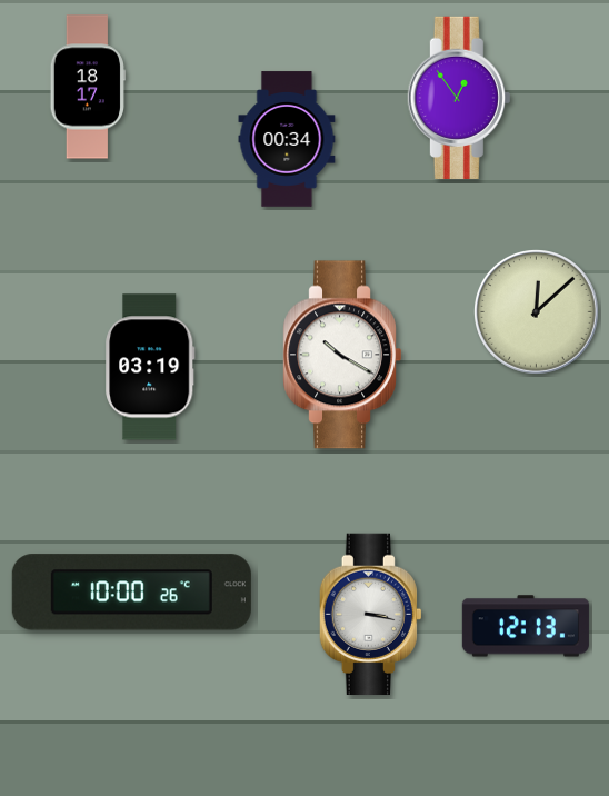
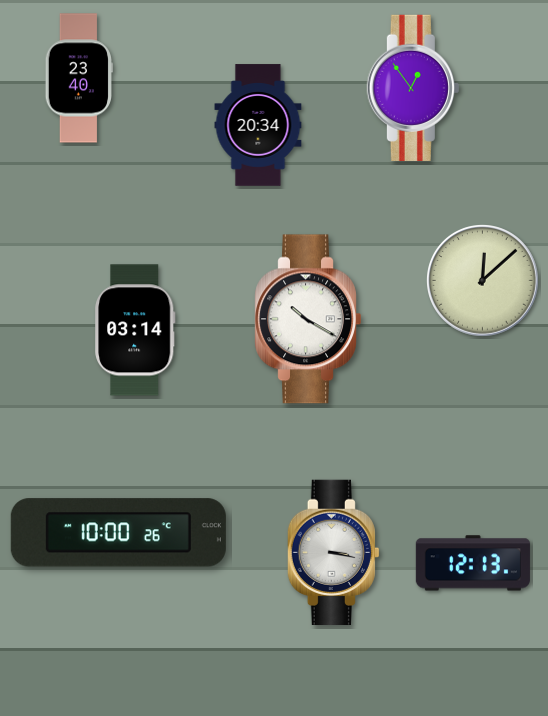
clock at (88, 87): 18:17 -> 23:40
clock at (287, 139): 00:34 -> 20:34
clock at (150, 367): 03:19 -> 03:14
